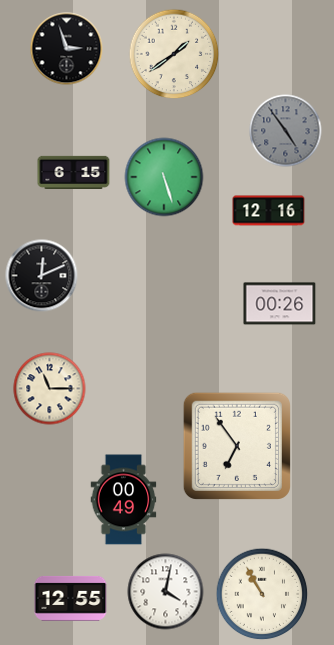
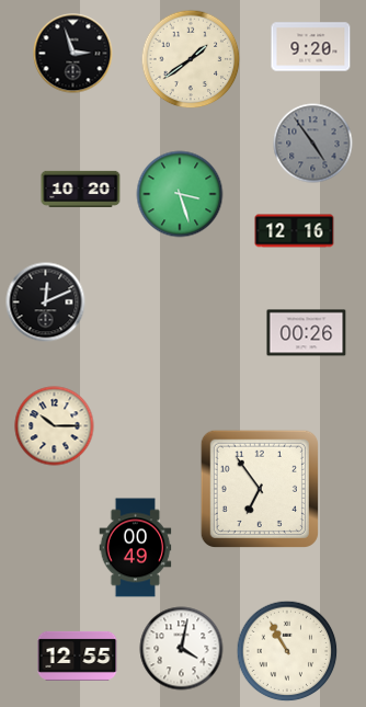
clock at (311, 47): none -> 9:20
clock at (74, 172): 6:15 -> 10:20
clock at (164, 177): 5:27 -> 3:27
clock at (50, 389): 11:15 -> 10:15
